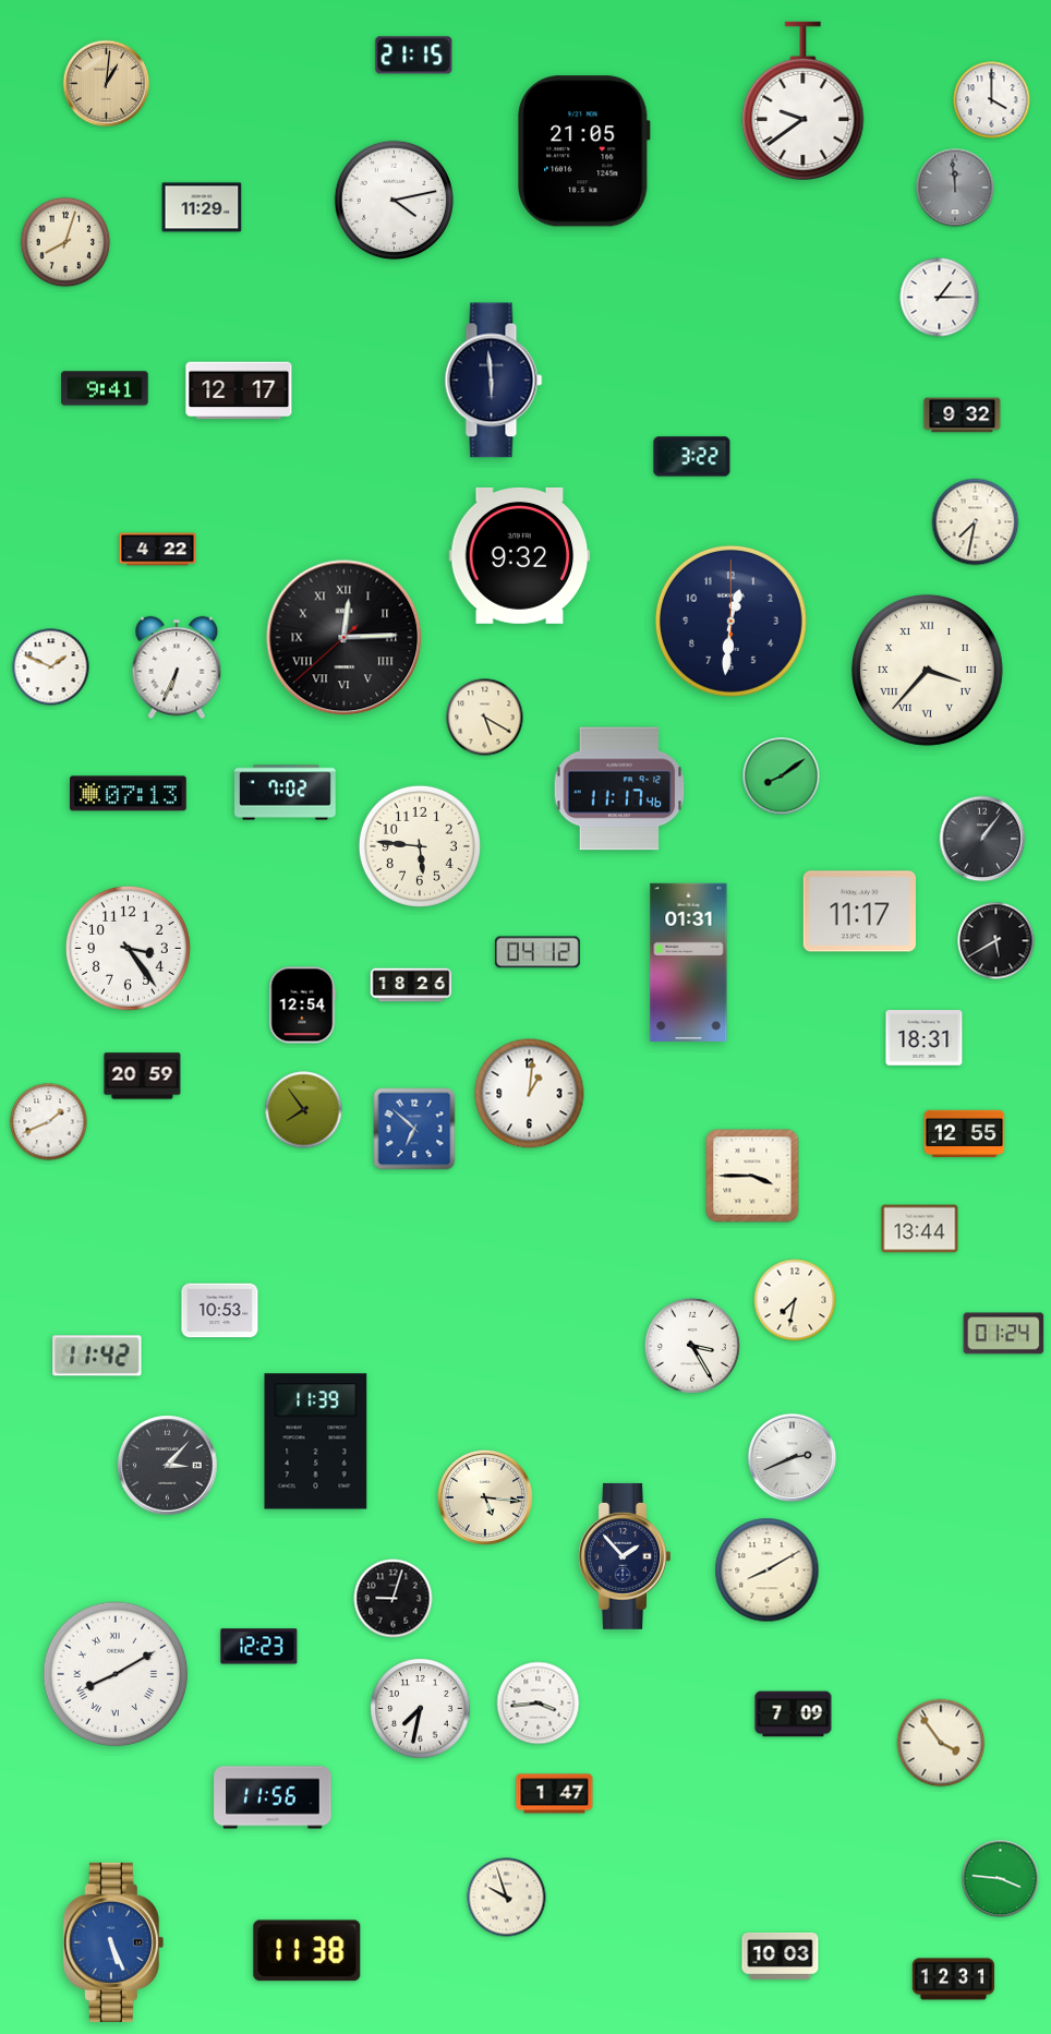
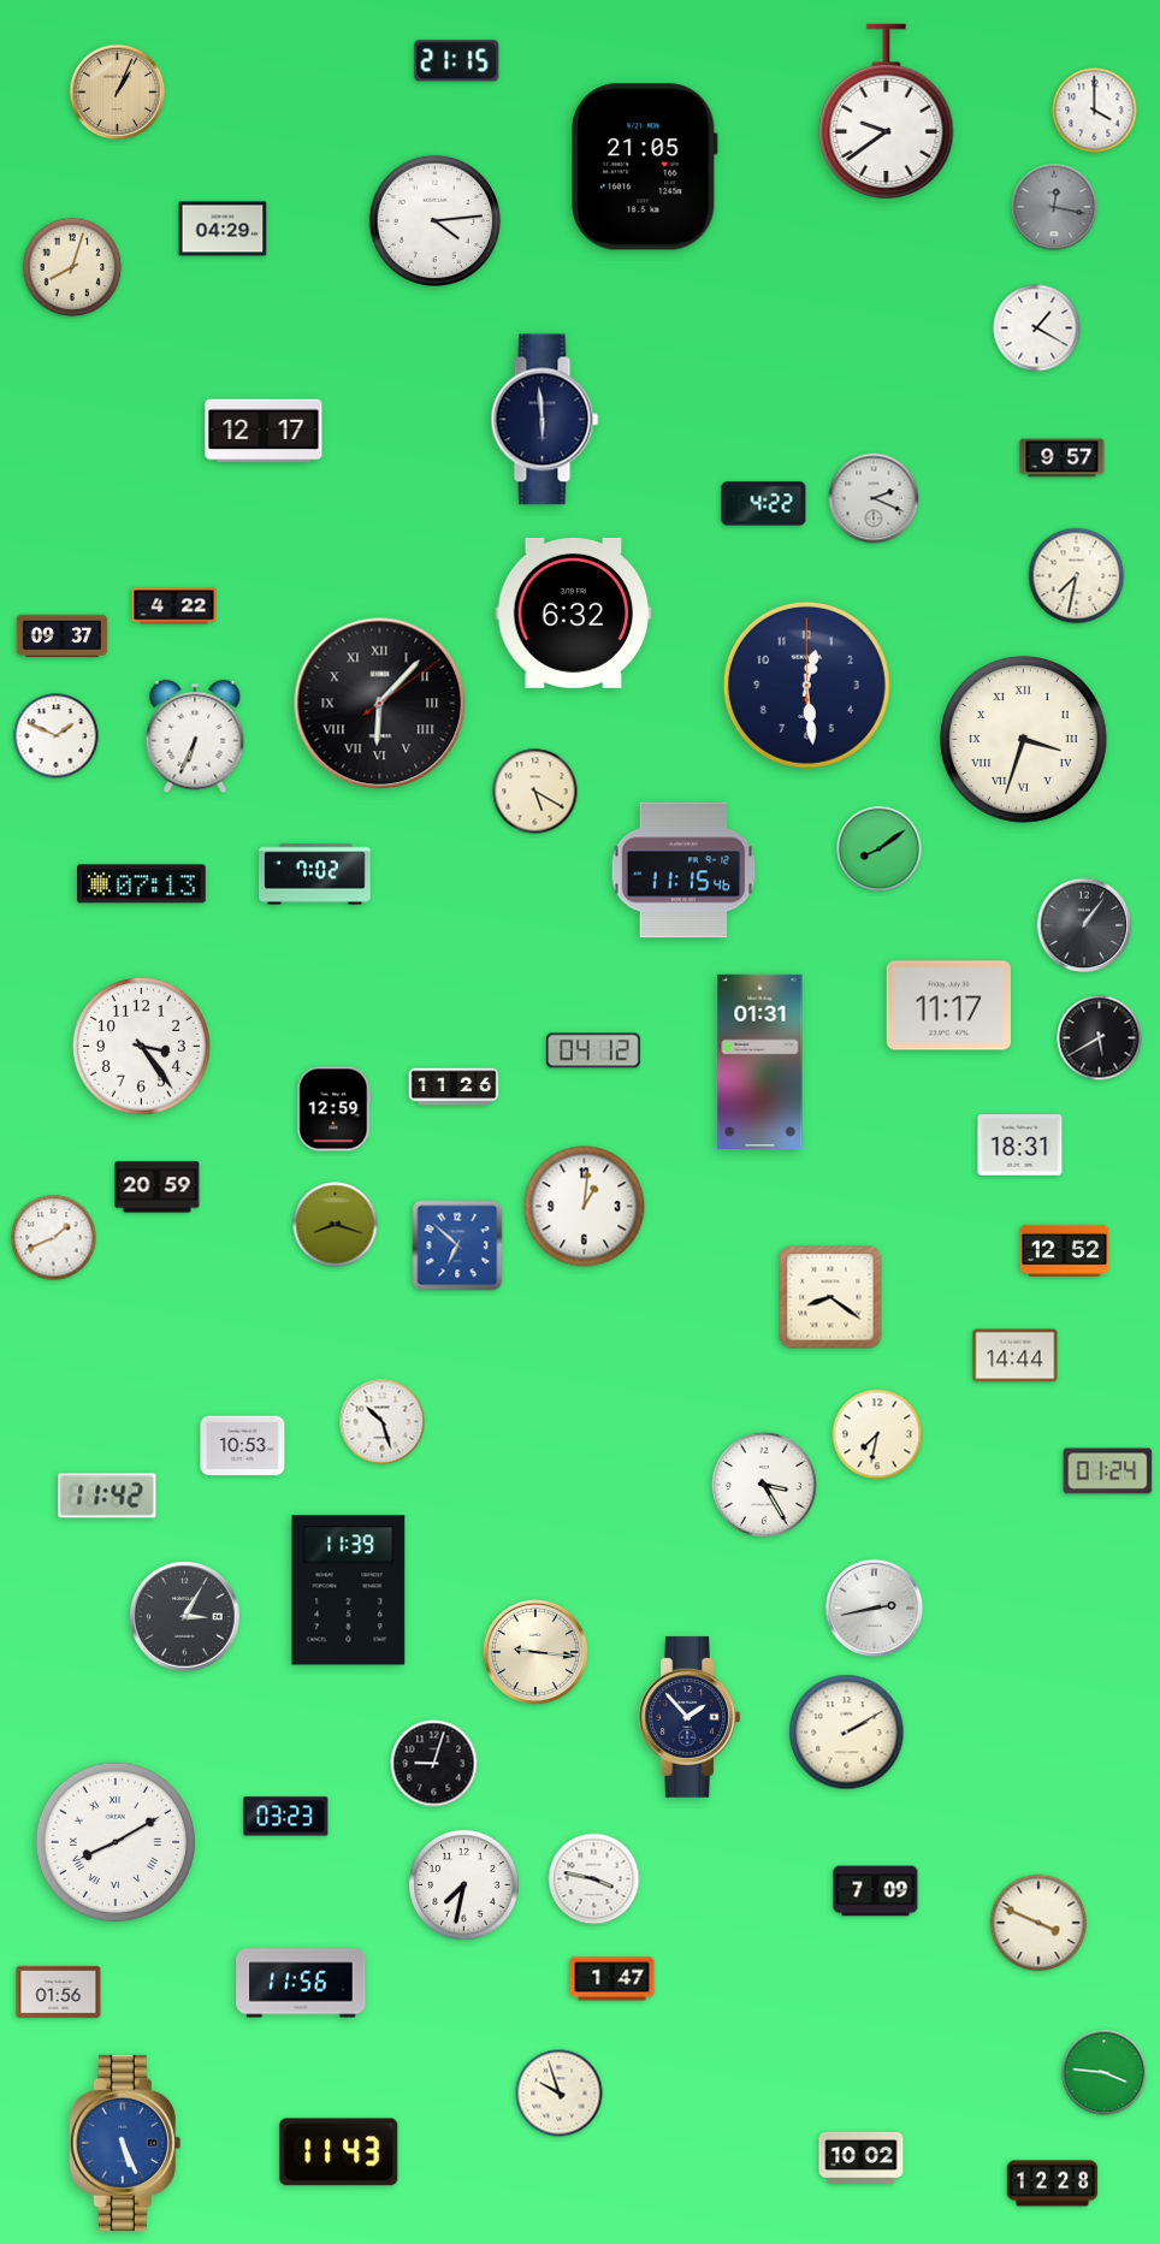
clock at (107, 84): 1:01 -> 1:04
clock at (955, 188): 11:59 -> 12:17
clock at (394, 200): 4:13 -> 4:14
clock at (202, 207): 11:29 -> 04:29
clock at (940, 298): 1:15 -> 1:20
clock at (105, 388): 9:41 -> none
clock at (963, 416): 9:32 -> 9:57
clock at (874, 498): none -> 2:19
clock at (692, 457): 3:22 -> 4:22
clock at (520, 555): 9:32 -> 6:32
clock at (63, 637): none -> 09:37
clock at (730, 621): 12:31 -> 12:29
clock at (345, 638): 12:14 -> 6:07
clock at (927, 670): 3:37 -> 3:33
clock at (782, 777) position: (782, 777) -> (880, 849)
clock at (619, 789): 11:17 -> 11:15
clock at (129, 794) position: (129, 794) -> (142, 884)
clock at (420, 846): 5:46 -> none
clock at (411, 985): 18:26 -> 11:26
clock at (303, 1006): 12:54 -> 12:59
clock at (304, 1110): 7:54 -> 8:18
clock at (965, 1133): 12:55 -> 12:52
clock at (752, 1176): 3:45 -> 8:21
clock at (920, 1229): 13:44 -> 14:44
clock at (383, 1422): none -> 10:27
clock at (793, 1458): 2:41 -> 2:43
clock at (168, 1466): 3:07 -> 3:05
clock at (485, 1497): 5:16 -> 9:16
clock at (768, 1570): 8:10 -> 2:10
clock at (259, 1647): 12:23 -> 03:23
clock at (116, 1674) position: (116, 1674) -> (116, 1842)
clock at (539, 1704): 3:44 -> 3:47
clock at (941, 1743): 3:54 -> 3:49
clock at (59, 1991): none -> 01:56
clock at (307, 1951): 11:38 -> 11:43
clock at (781, 1955): 10:03 -> 10:02
clock at (954, 1979): 12:31 -> 12:28
